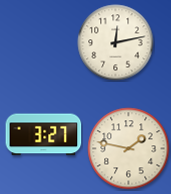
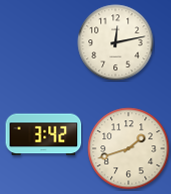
clock at (44, 135): 3:27 -> 3:42
clock at (129, 149): 1:47 -> 1:42
